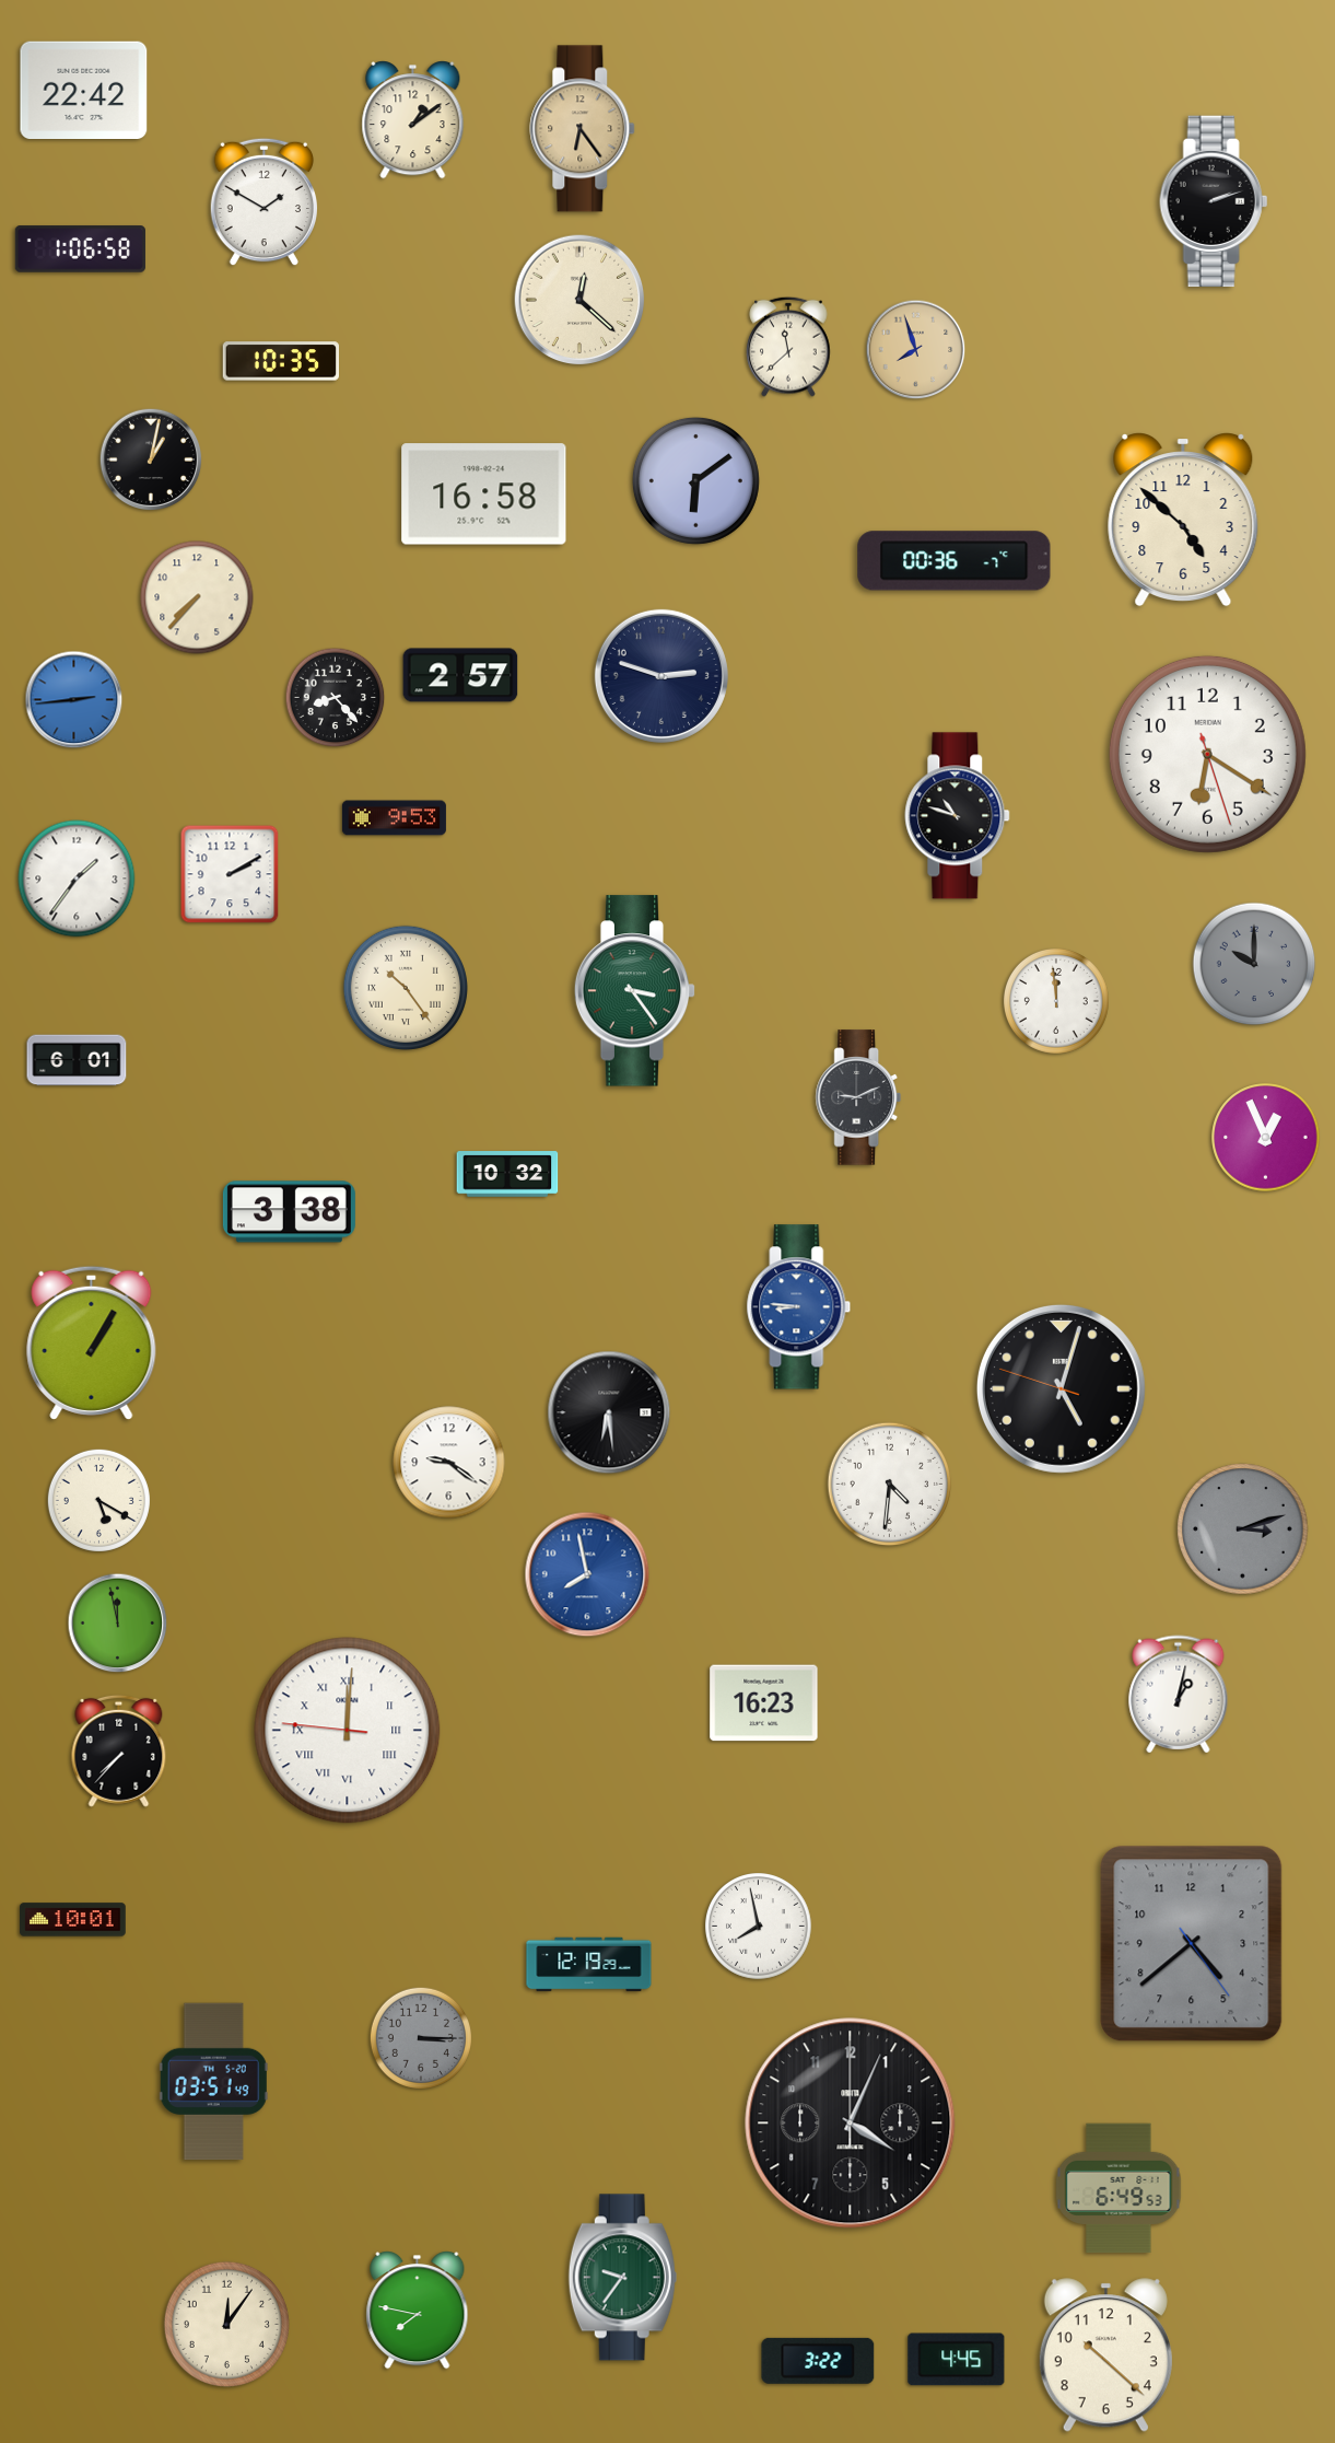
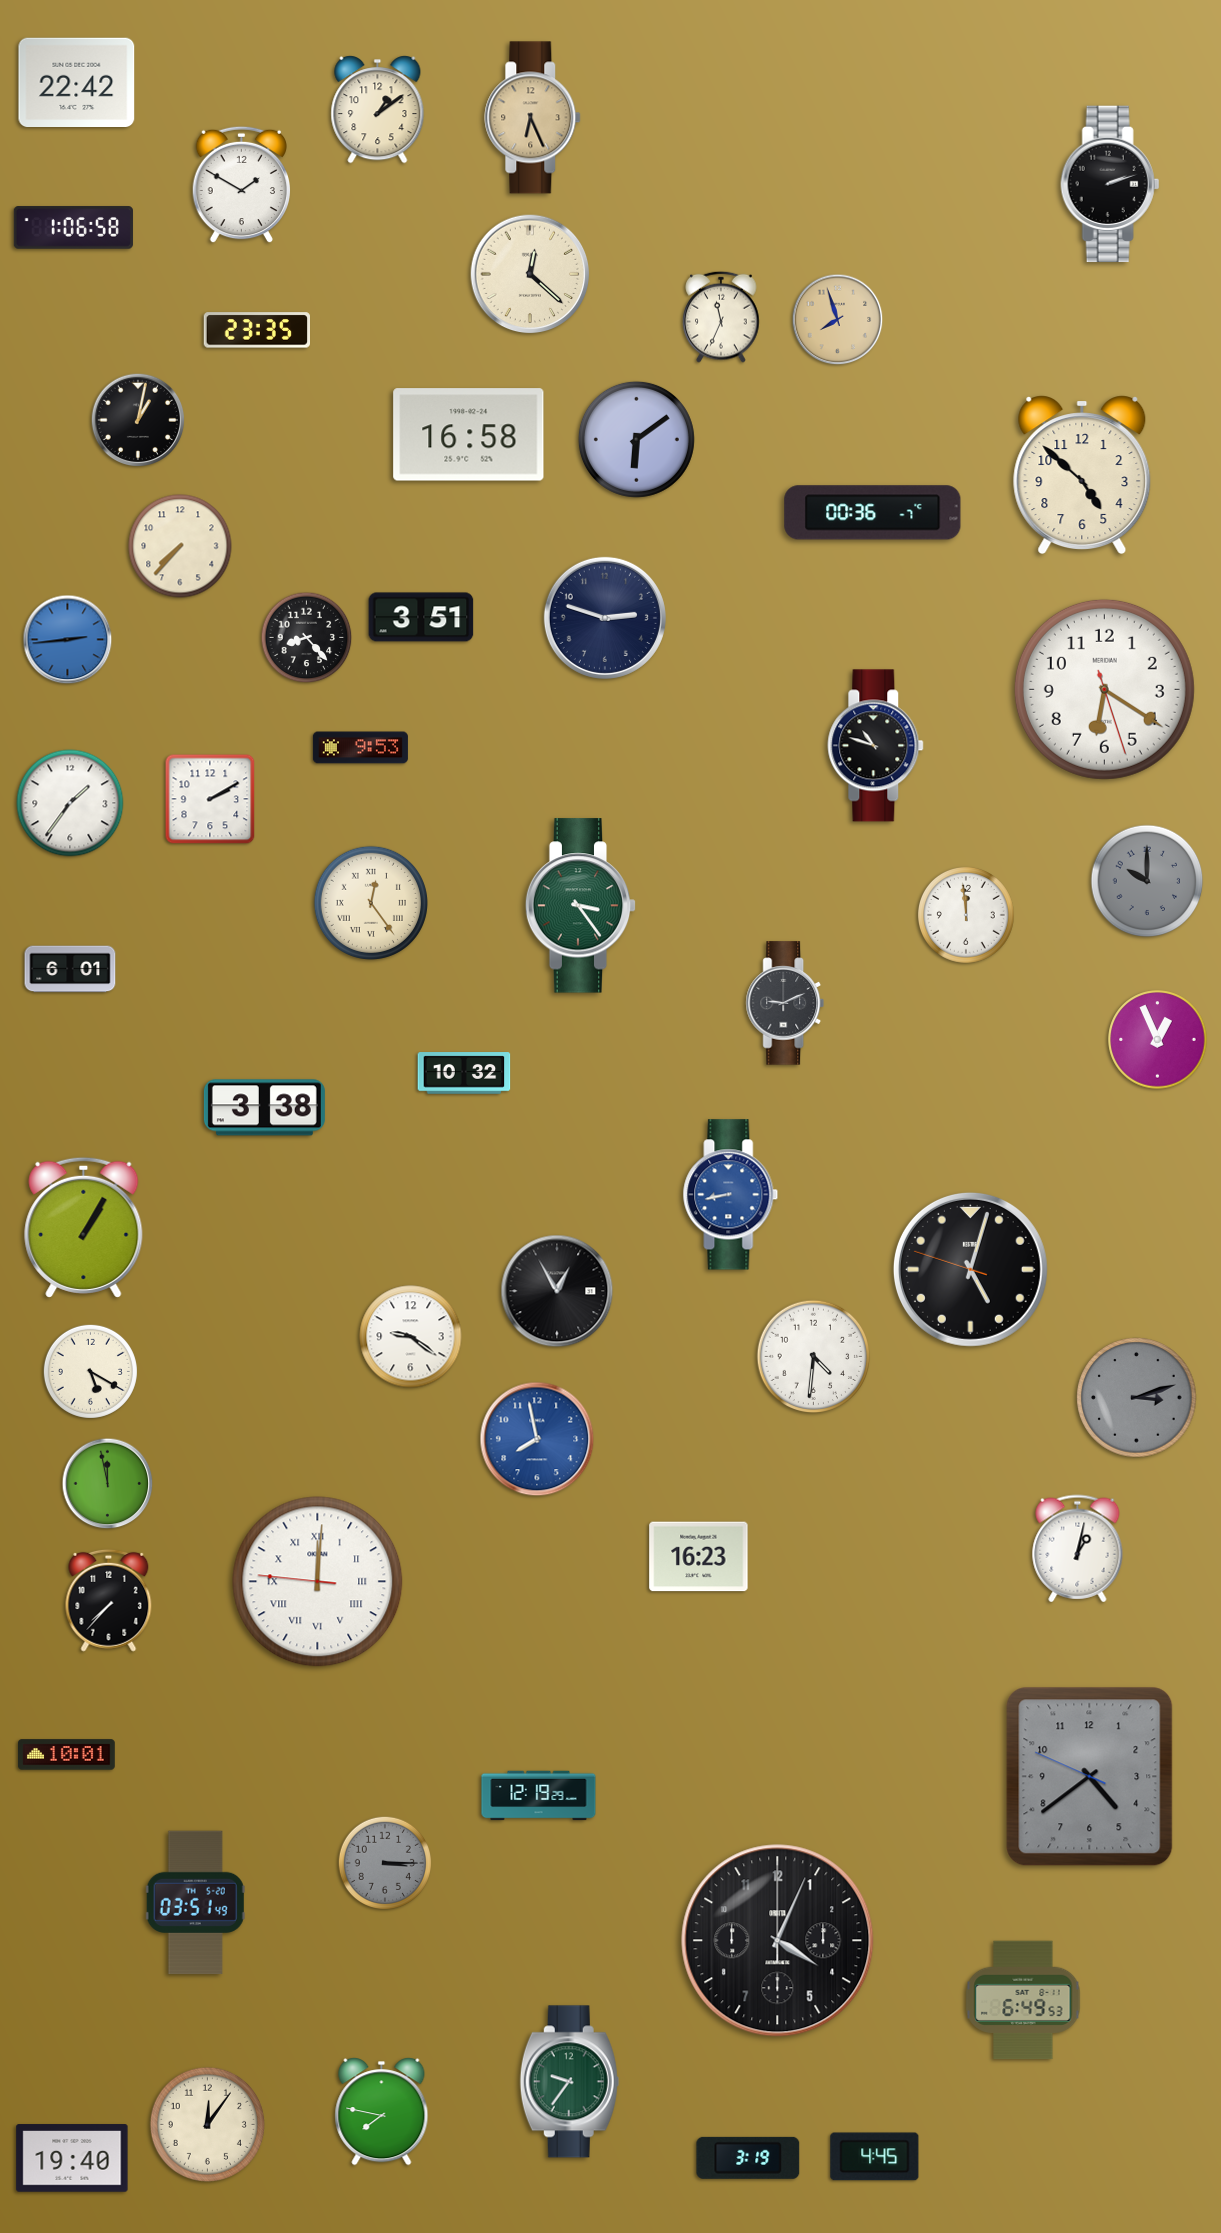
clock at (583, 129): 6:24 -> 6:26
clock at (788, 347): 11:38 -> 11:34
clock at (280, 361): 10:35 -> 23:35
clock at (484, 495) position: (484, 495) -> (469, 435)
clock at (460, 675): 2:57 -> 3:51
clock at (406, 988): 10:24 -> 12:24
clock at (799, 1307): 8:46 -> 8:43
clock at (609, 1412): 6:29 -> 12:55
clock at (759, 1927): 7:58 -> none
clock at (1192, 1944): 4:38:24 -> 4:38:49
clock at (1105, 2355): 10:22 -> none
clock at (72, 2158): none -> 19:40
clock at (818, 2361): 3:22 -> 3:19
